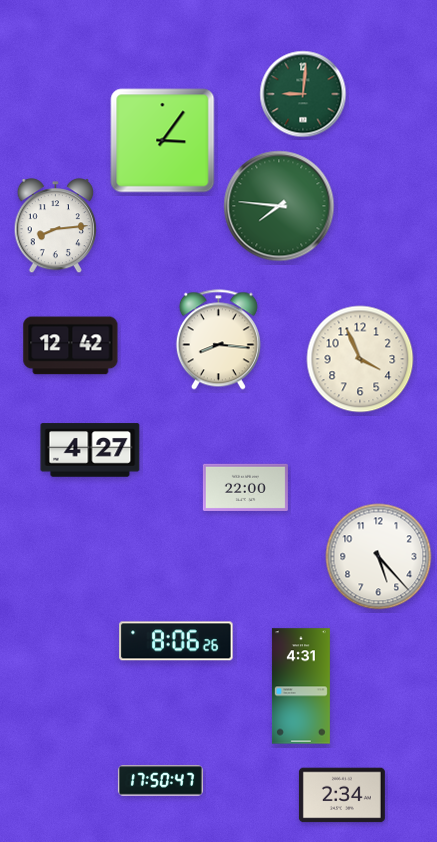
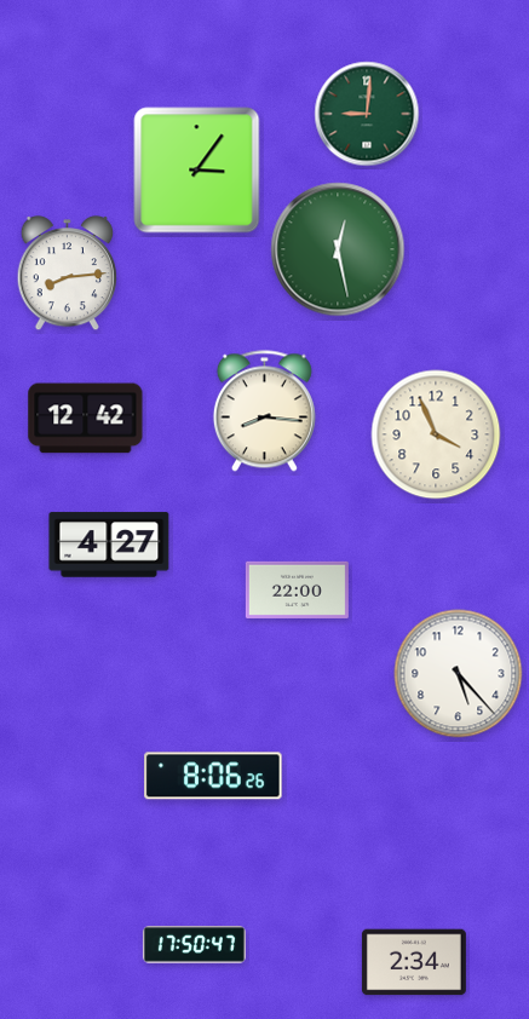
clock at (279, 206): 7:46 -> 12:28
clock at (301, 686): 4:31 -> none
